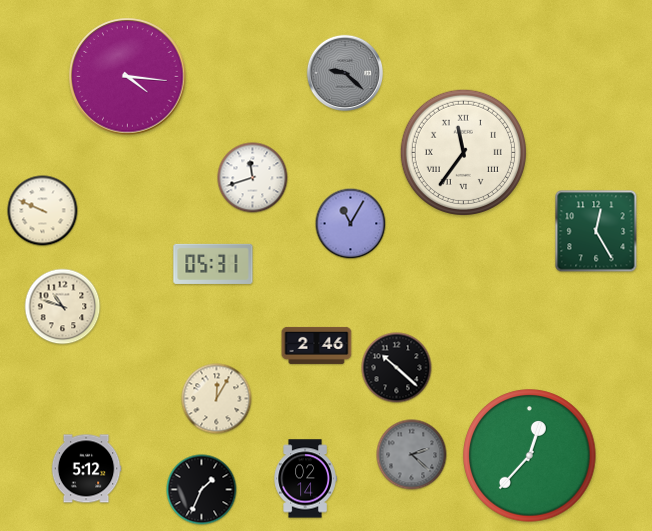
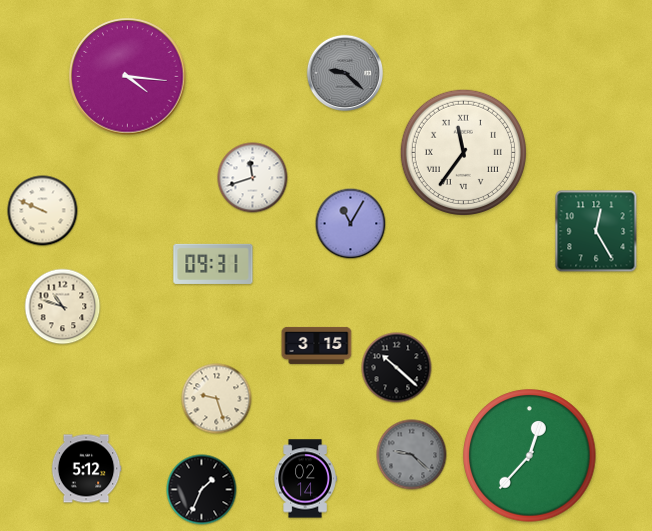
clock at (213, 264): 05:31 -> 09:31
clock at (317, 345): 2:46 -> 3:15
clock at (217, 399): 12:05 -> 9:27
clock at (412, 455): 2:22 -> 9:22
